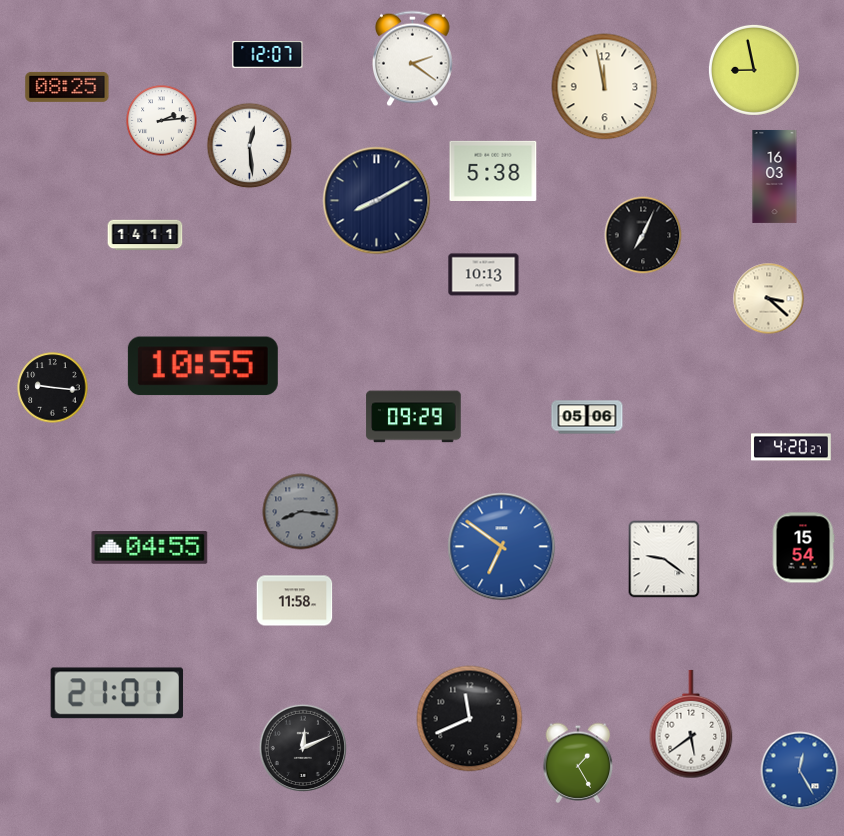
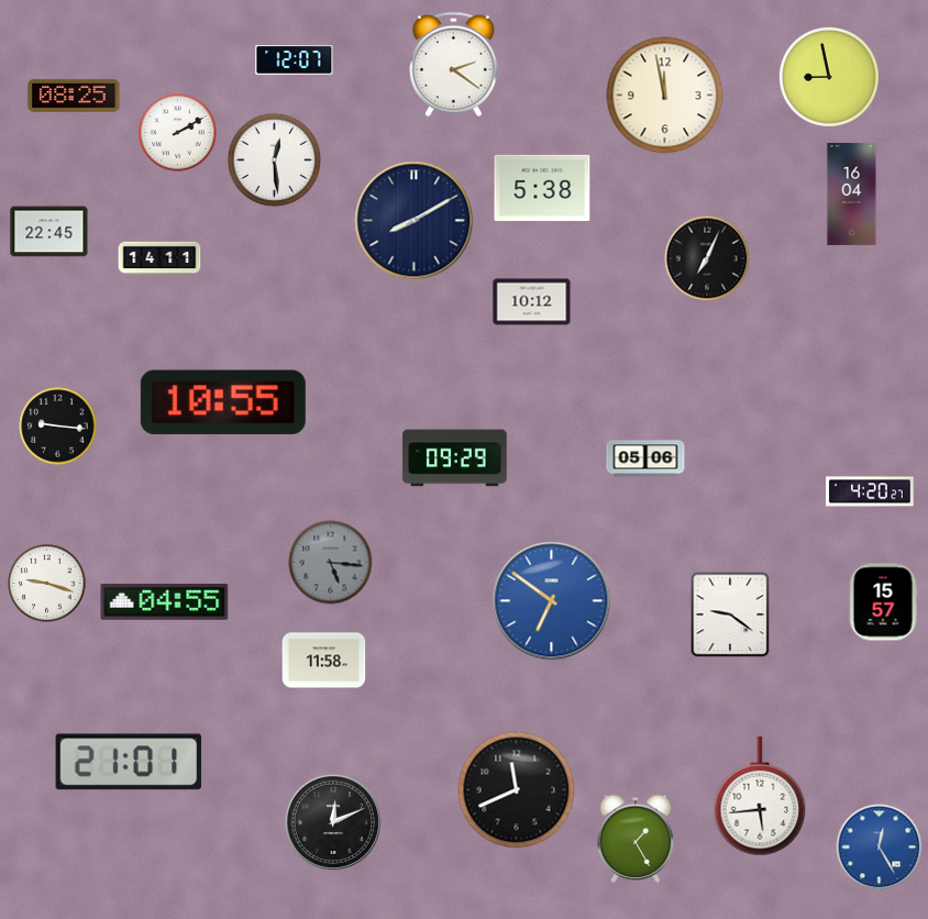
clock at (162, 121): 2:14 -> 2:10
clock at (775, 176): 16:03 -> 16:04
clock at (49, 232): none -> 22:45
clock at (484, 275): 10:13 -> 10:12
clock at (769, 299): 3:22 -> none
clock at (301, 512): 8:16 -> 5:16
clock at (47, 584): none -> 9:18
clock at (803, 548): 15:54 -> 15:57
clock at (691, 724): 5:39 -> 5:44
